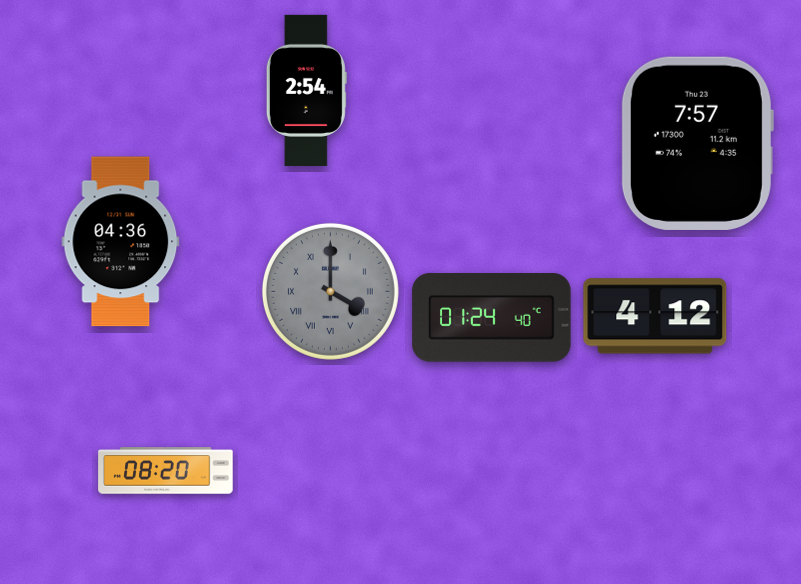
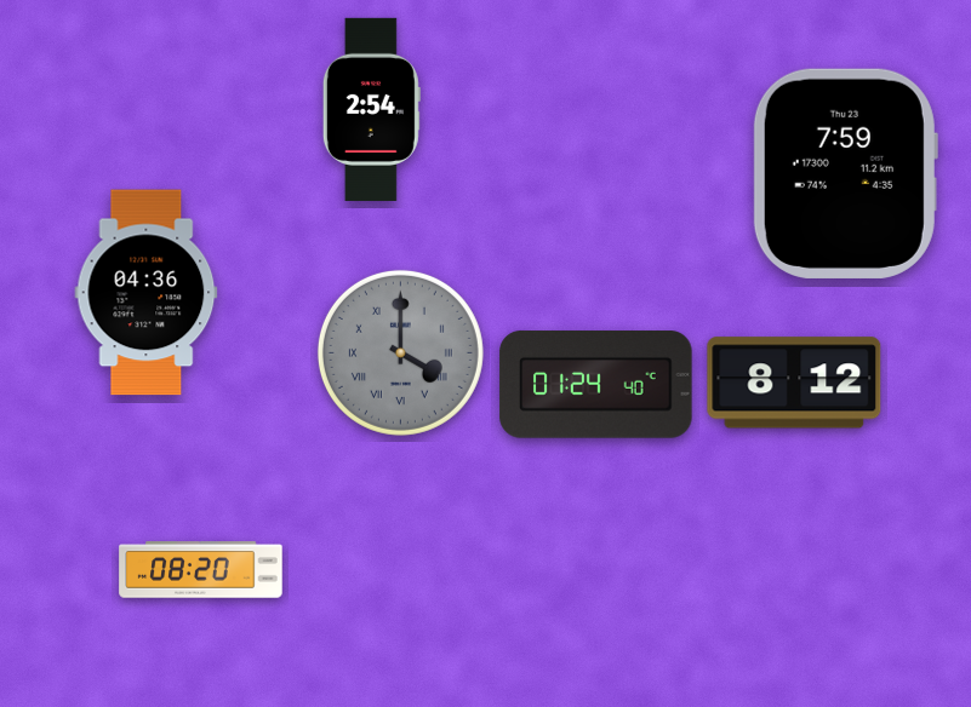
clock at (697, 143): 7:57 -> 7:59
clock at (655, 316): 4:12 -> 8:12
